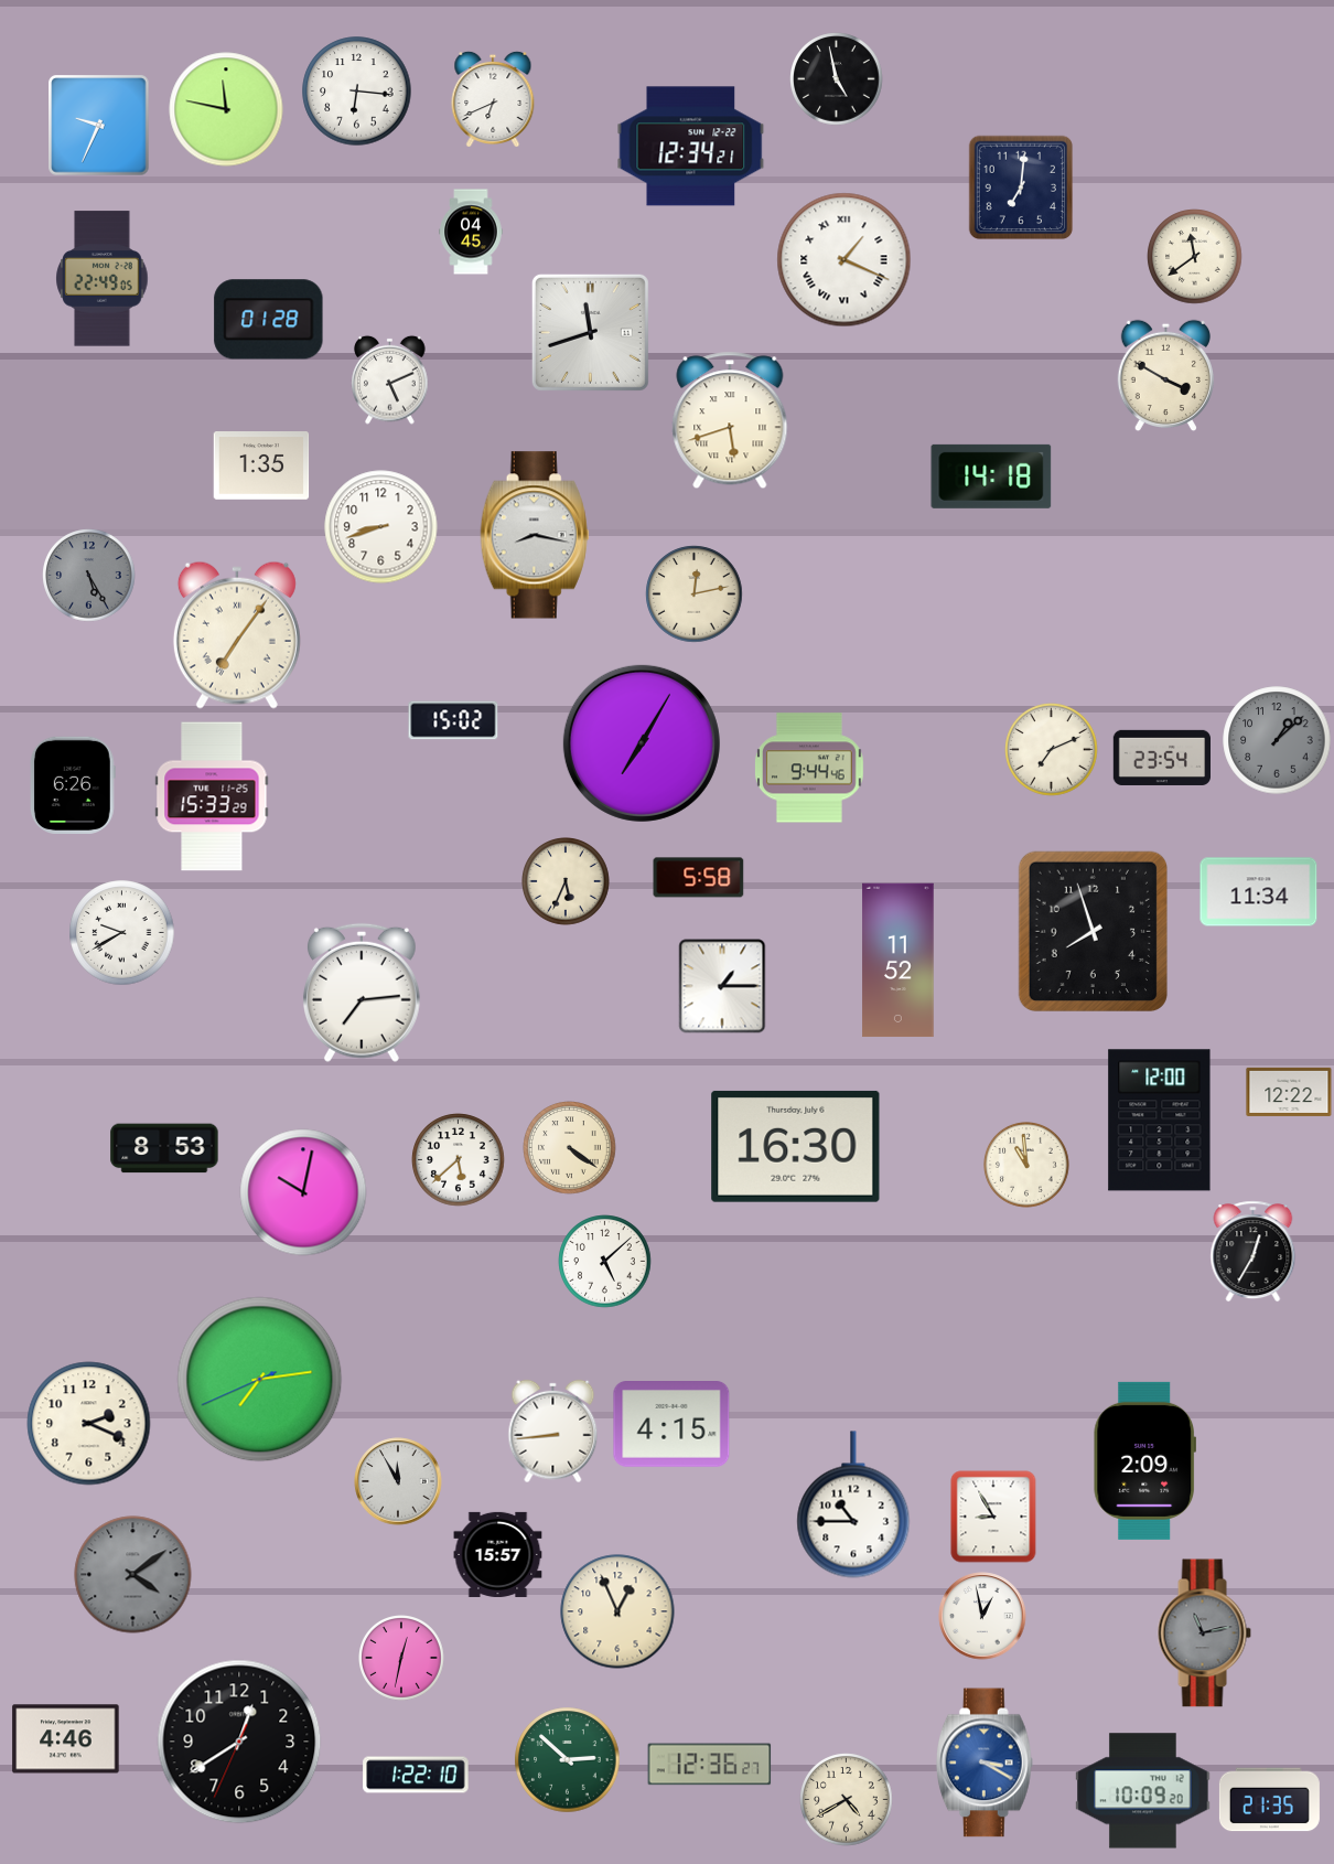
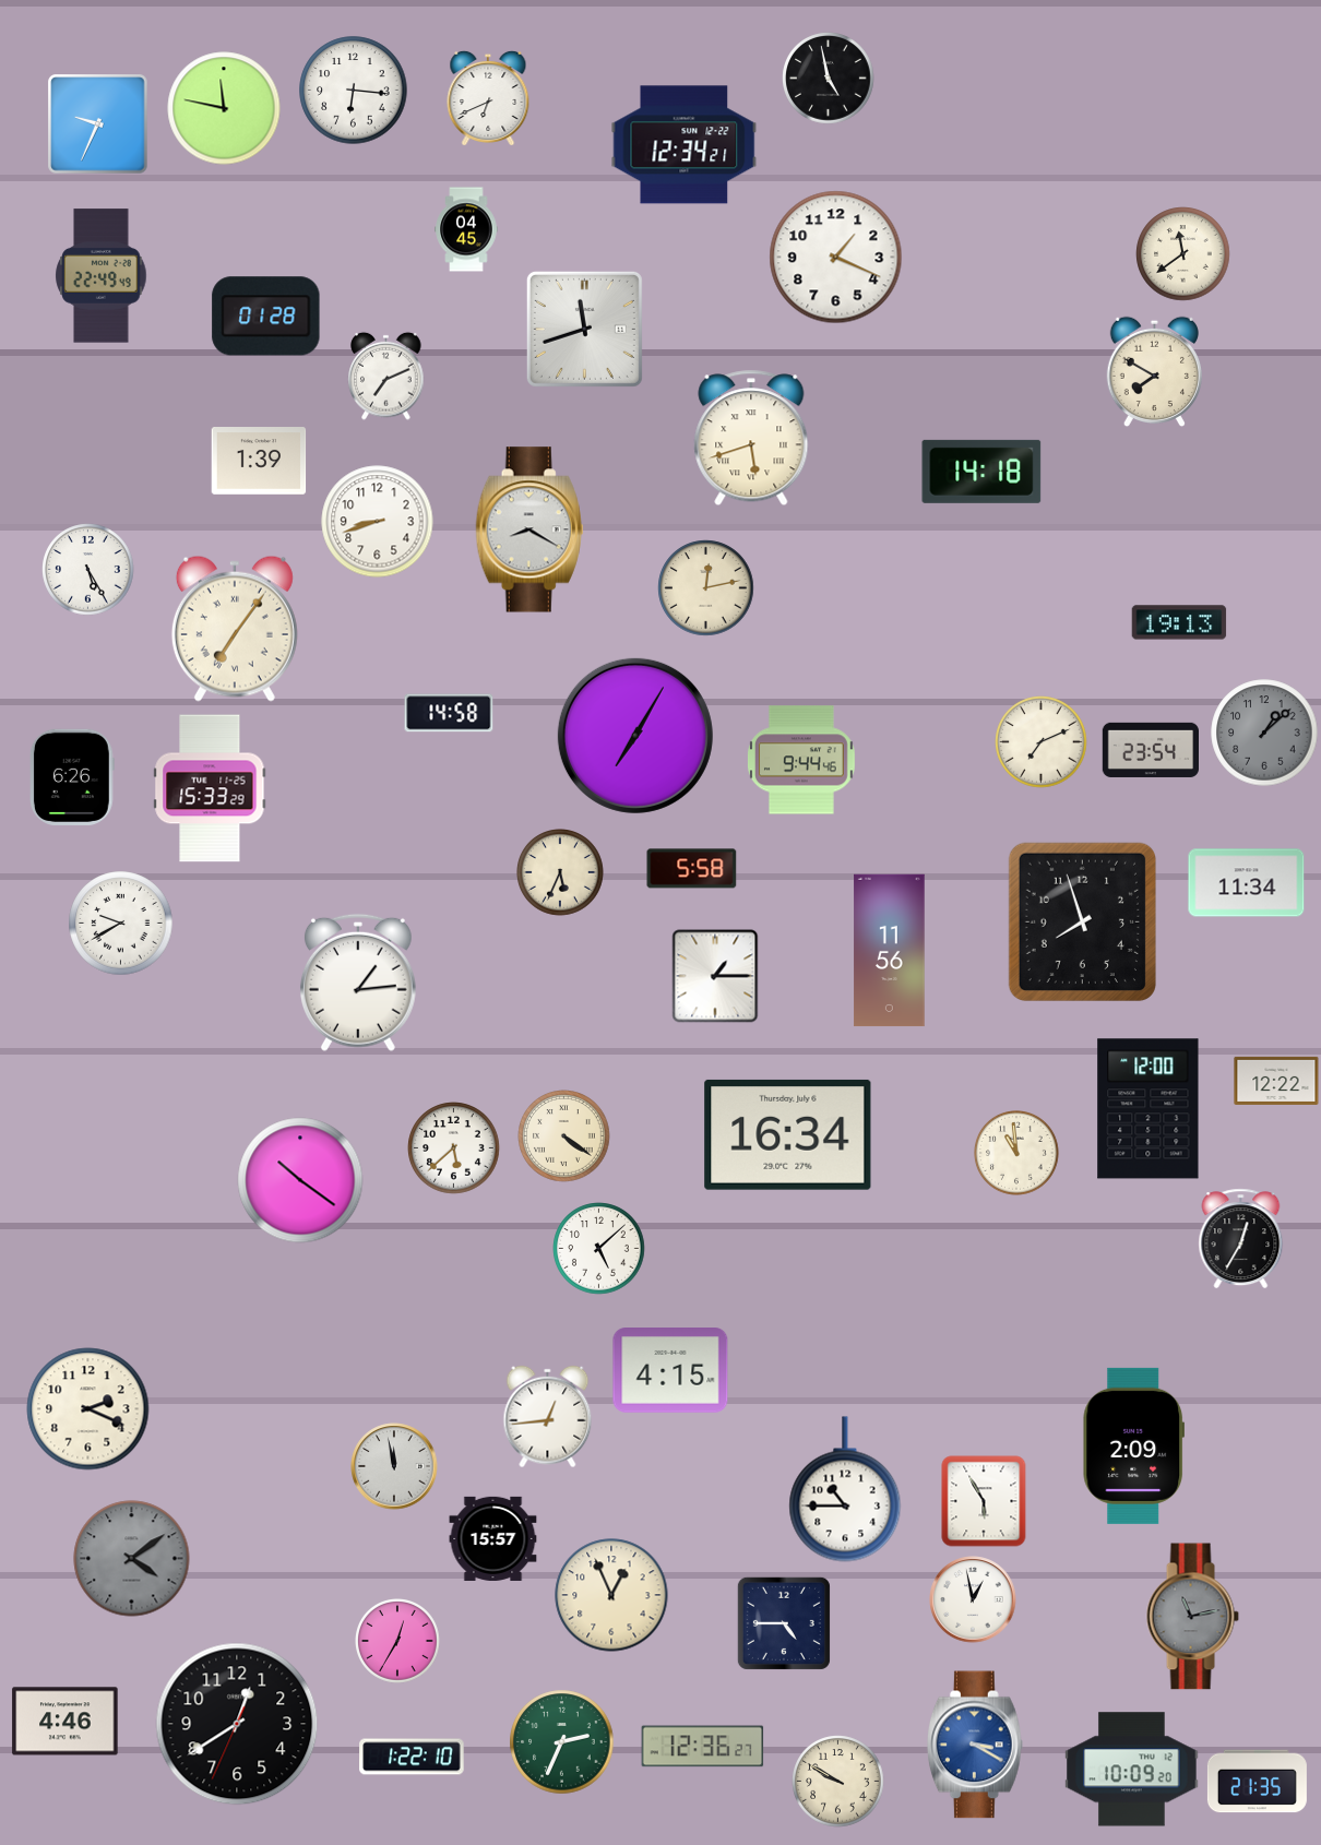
clock at (1021, 188): 7:01 -> none
clock at (844, 260) numerals: Roman -> Arabic
clock at (103, 279): 22:49:05 -> 22:49:49
clock at (1165, 376): 3:50 -> 7:50
clock at (390, 379): 5:11 -> 7:11
clock at (730, 420) position: (730, 420) -> (751, 438)
clock at (261, 467): 1:35 -> 1:39
clock at (535, 535): 8:17 -> 8:20
clock at (89, 576) dial: grey -> white
clock at (695, 594) position: (695, 594) -> (706, 588)
clock at (1179, 622): none -> 19:13
clock at (453, 720): 15:02 -> 14:58
clock at (899, 961): 11:52 -> 11:56
clock at (362, 993): 7:14 -> 1:14
clock at (796, 1146): 16:30 -> 16:34
clock at (164, 1148): 8:53 -> none
clock at (303, 1192): 10:02 -> 10:21
clock at (260, 1380): 7:13 -> none
clock at (671, 1425) position: (671, 1425) -> (670, 1371)
clock at (553, 1432): 8:44 -> 12:44
clock at (398, 1481): 11:55 -> 11:58
clock at (993, 1517): 8:55 -> 5:55
clock at (784, 1623): none -> 4:45
clock at (402, 1659): 12:32 -> 12:35
clock at (568, 1760): 2:52 -> 2:34
clock at (1143, 1791) position: (1143, 1791) -> (1132, 1770)
clock at (847, 1800): 4:40 -> 9:50
